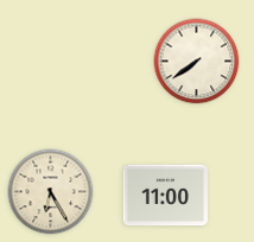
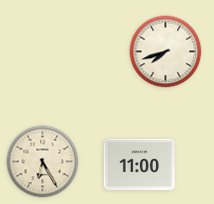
clock at (197, 62): 7:39 -> 7:42
